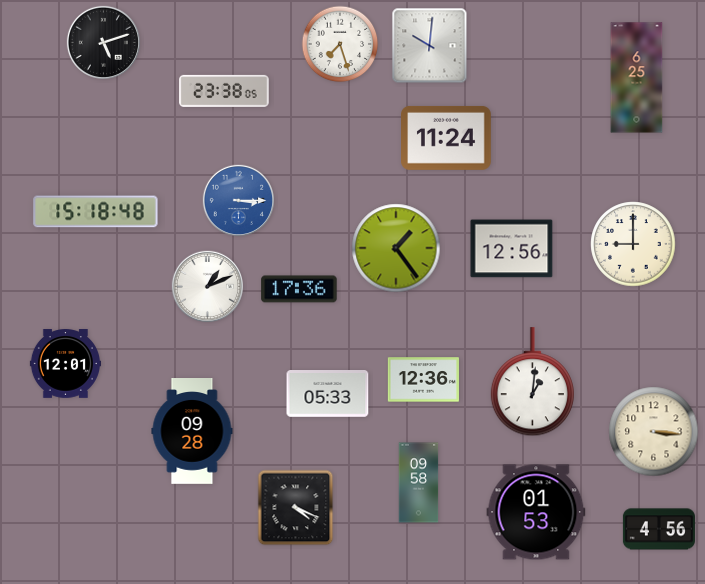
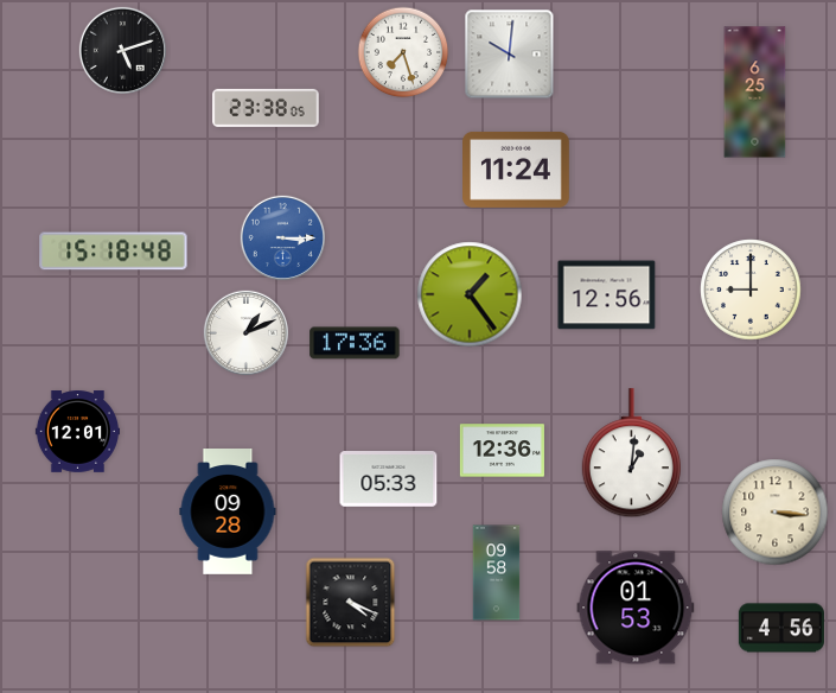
clock at (447, 138) position: (447, 138) -> (517, 170)
clock at (207, 286) position: (207, 286) -> (245, 332)
clock at (328, 394) position: (328, 394) -> (389, 479)
